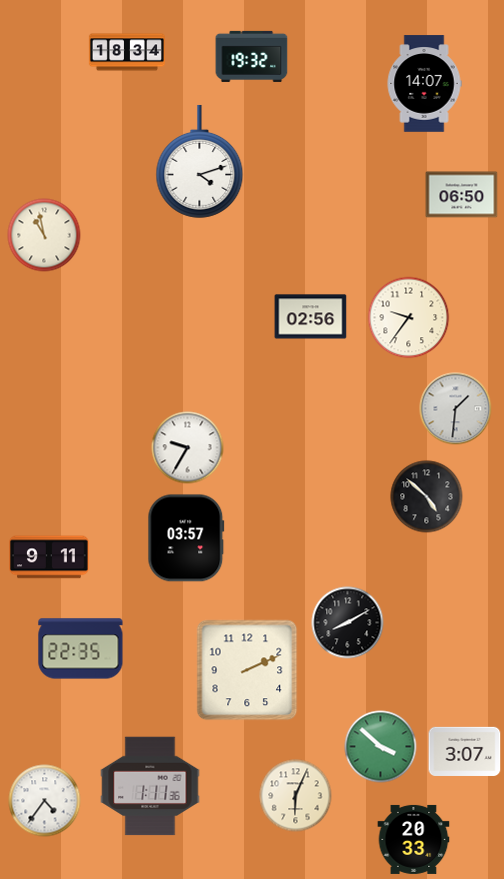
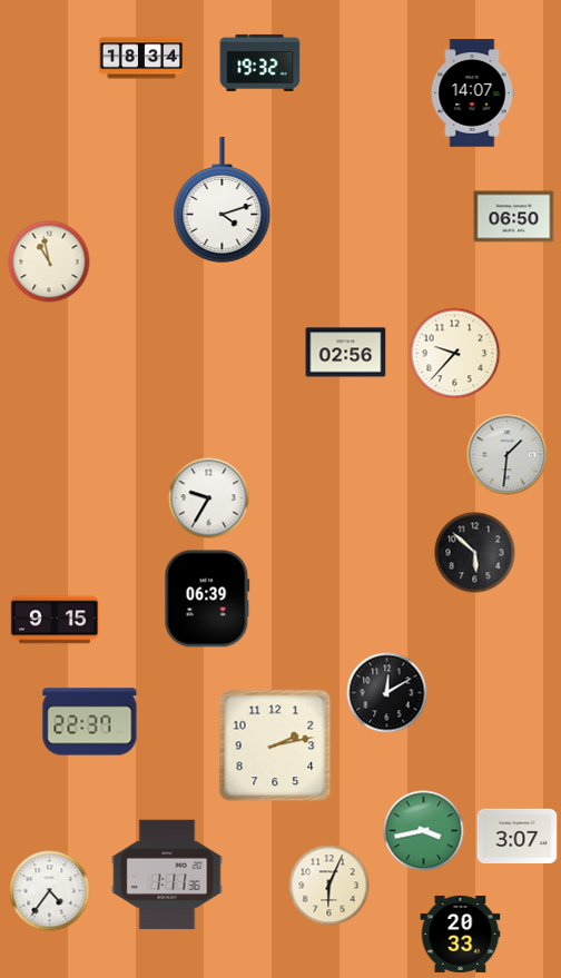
clock at (252, 56) position: (252, 56) -> (260, 62)
clock at (200, 161) position: (200, 161) -> (223, 199)
clock at (409, 318): 9:36 -> 9:37
clock at (427, 497): 4:52 -> 5:52
clock at (186, 538): 03:57 -> 06:39
clock at (49, 557): 9:11 -> 9:15
clock at (348, 623): 8:10 -> 12:10
clock at (81, 649): 22:35 -> 22:37
clock at (247, 670): 2:11 -> 2:13
clock at (381, 747): 3:52 -> 3:43
